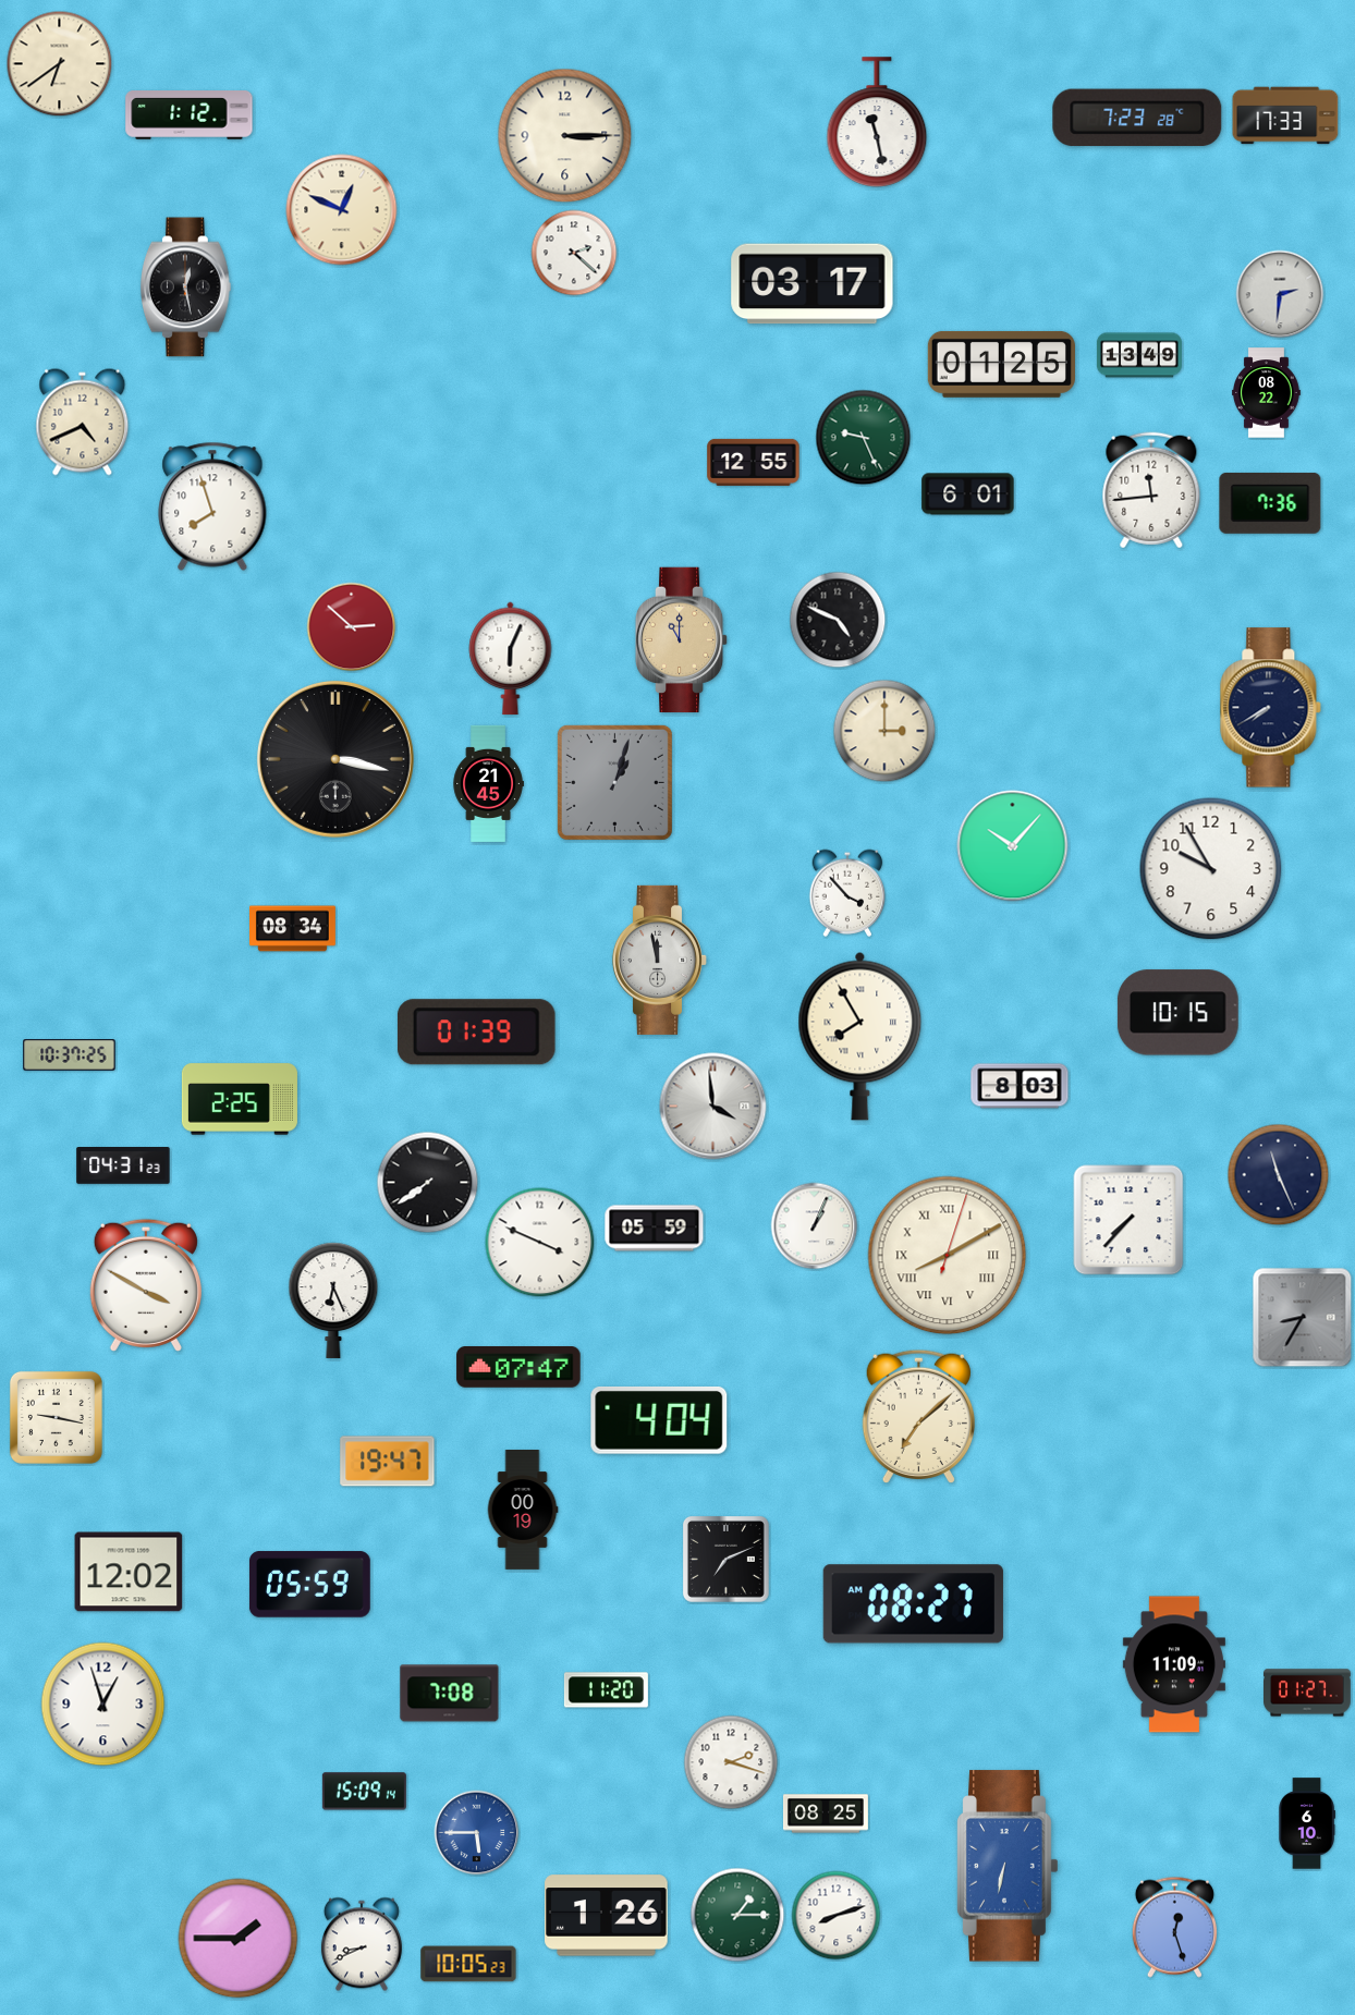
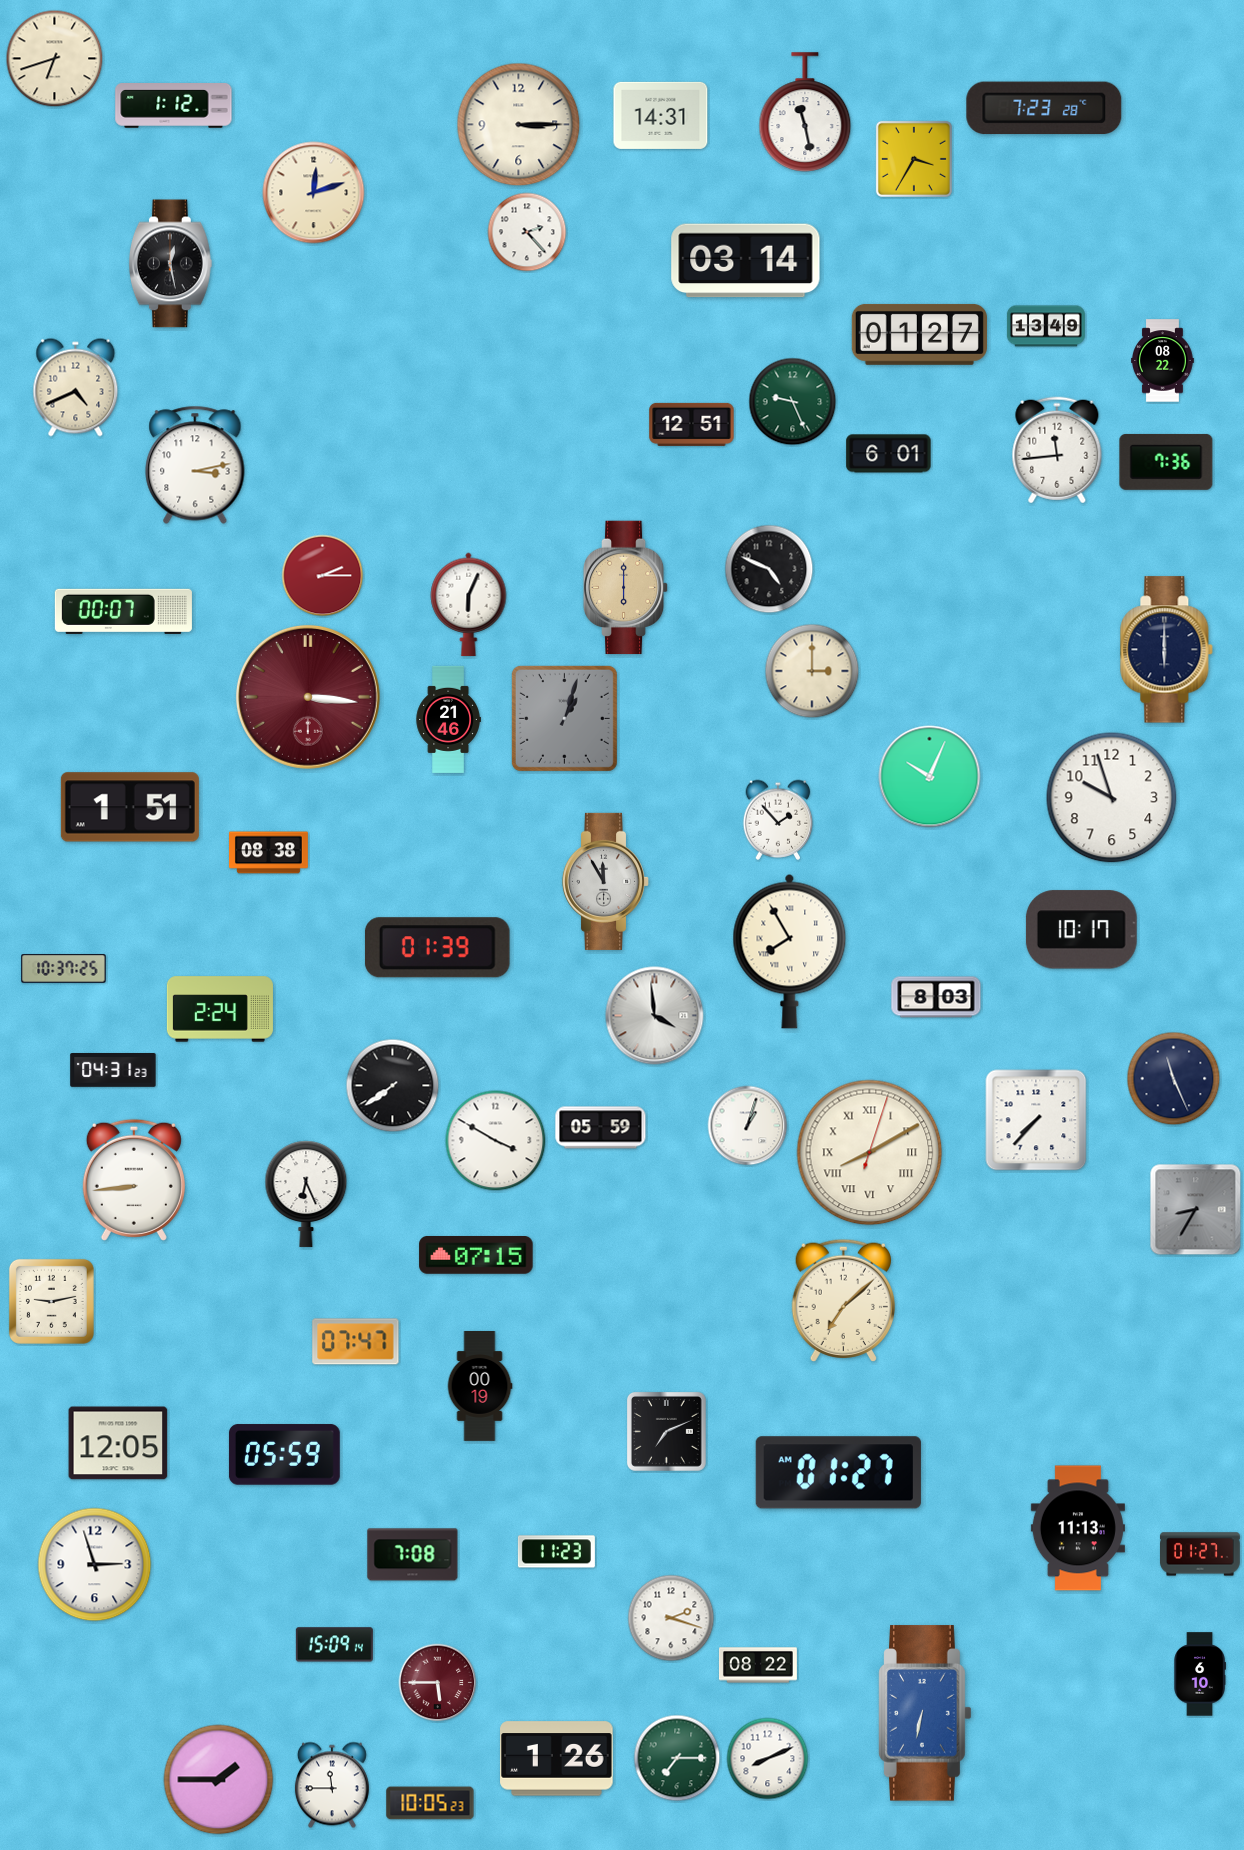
clock at (60, 64): 6:39 -> 6:42
clock at (1285, 115): 17:33 -> none
clock at (661, 115): none -> 14:31
clock at (914, 159): none -> 3:35
clock at (342, 210): 12:49 -> 12:12
clock at (574, 253): 2:22 -> 2:23
clock at (813, 284): 03:17 -> 03:14
clock at (1280, 294): 2:31 -> none
clock at (1001, 364): 01:25 -> 01:27
clock at (754, 462): 12:55 -> 12:51
clock at (212, 506): 7:57 -> 3:13
clock at (352, 627): 2:52 -> 2:15
clock at (682, 640): 11:00 -> 6:00
clock at (123, 611): none -> 00:07
clock at (1271, 708): 7:40 -> 6:00
clock at (335, 759): 3:17 -> 3:16
clock at (335, 759) dial: black -> burgundy
clock at (488, 783): 21:45 -> 21:46
clock at (1013, 846): 10:07 -> 10:04
clock at (1211, 869): 9:55 -> 9:57
clock at (130, 807): none -> 1:51
clock at (847, 893): 3:53 -> 1:53
clock at (293, 929): 08:34 -> 08:38
clock at (659, 960): 11:58 -> 11:55
clock at (1177, 1013): 10:15 -> 10:17
clock at (240, 1099): 2:25 -> 2:24
clock at (815, 1226): 1:04 -> 1:03
clock at (540, 1243): 3:49 -> 3:50
clock at (146, 1285): 3:50 -> 8:44
clock at (518, 1368): 07:47 -> 07:15
clock at (56, 1417): 9:17 -> 9:13
clock at (659, 1420): 4:04 -> none
clock at (388, 1462): 19:47 -> 07:47
clock at (129, 1572): 12:02 -> 12:05
clock at (913, 1604): 08:27 -> 01:27
clock at (1174, 1664): 11:09 -> 11:13
clock at (606, 1690): 11:20 -> 11:23
clock at (103, 1705): 12:57 -> 2:57
clock at (826, 1813): 08:25 -> 08:22
clock at (477, 1833) dial: blue -> burgundy
clock at (737, 1915): 1:15 -> 7:15
clock at (837, 1916): 8:12 -> 8:11
clock at (1174, 1927): 12:27 -> none
clock at (362, 1944): 8:41 -> 11:45
